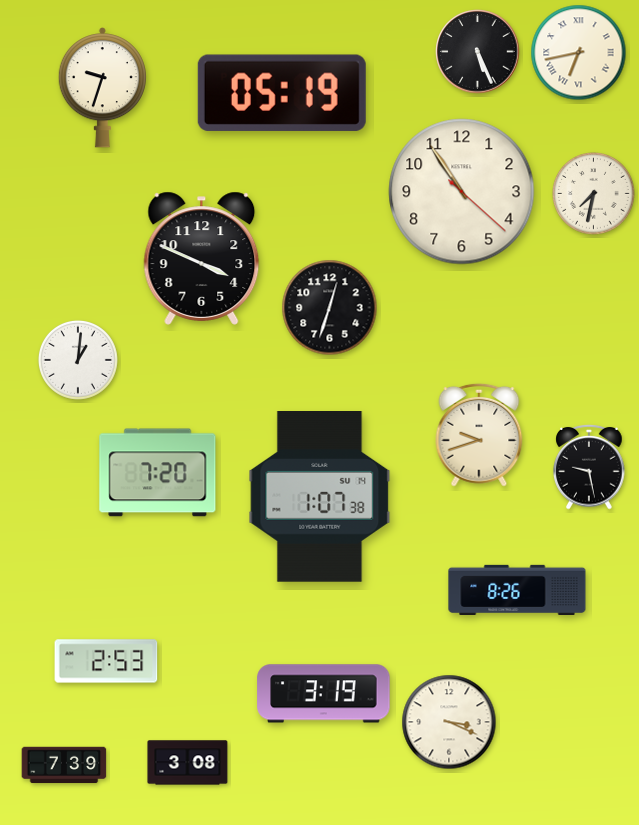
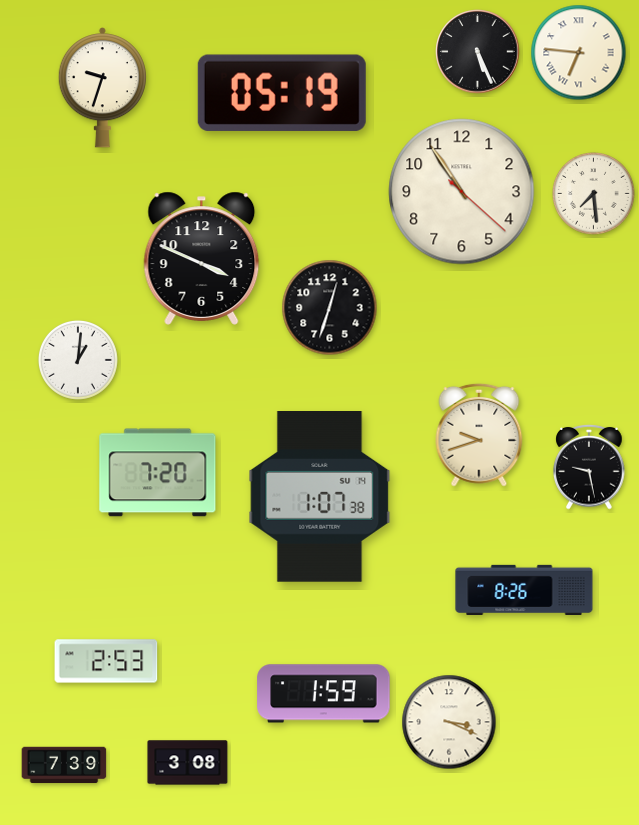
clock at (579, 53): 6:43 -> 6:46
clock at (594, 194): 7:32 -> 7:29
clock at (517, 589) position: (517, 589) -> (524, 589)
clock at (324, 694): 3:19 -> 1:59
